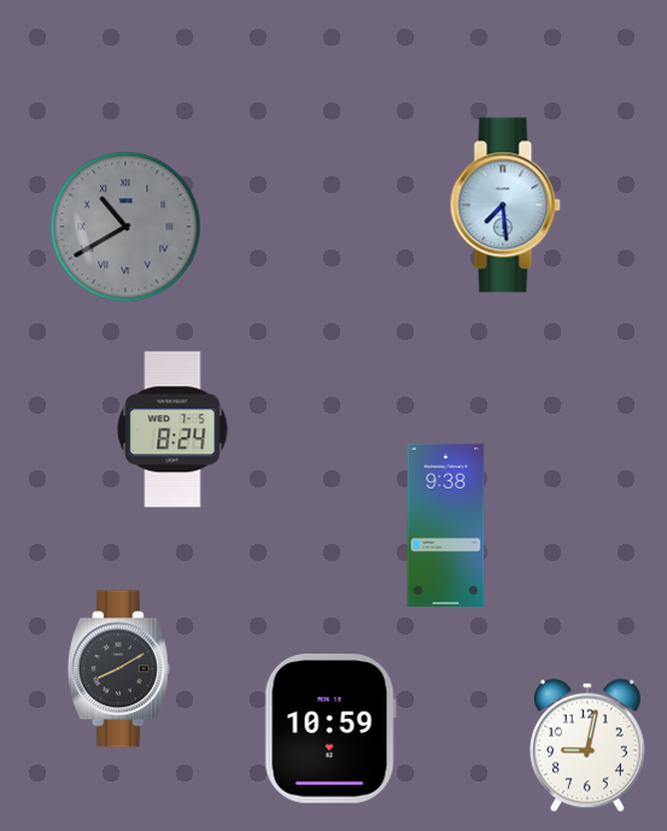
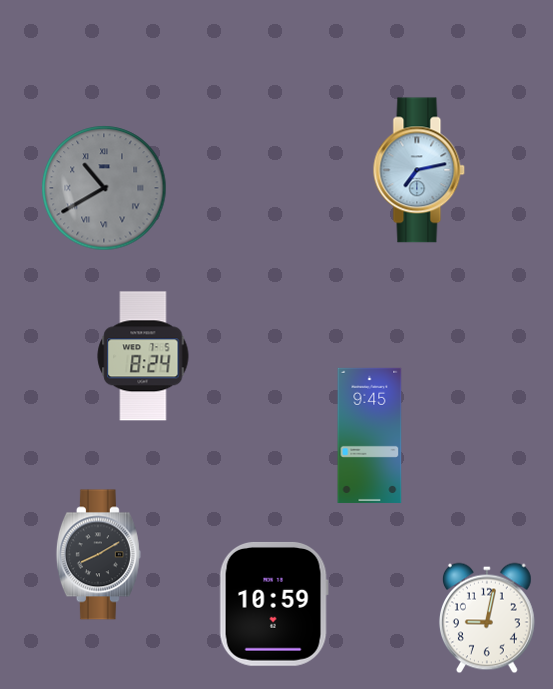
clock at (505, 205): 7:29 -> 7:13
clock at (446, 525): 9:38 -> 9:45
